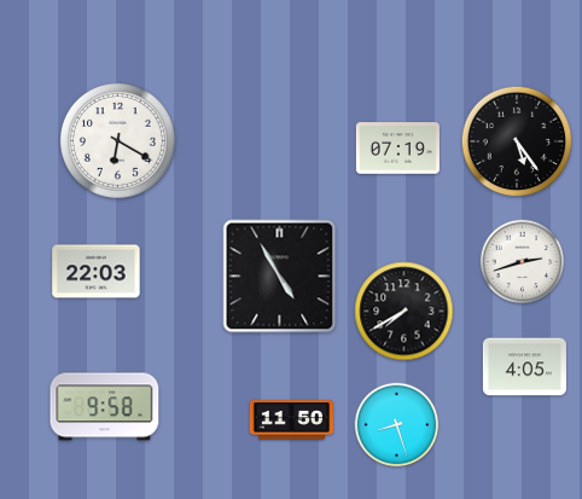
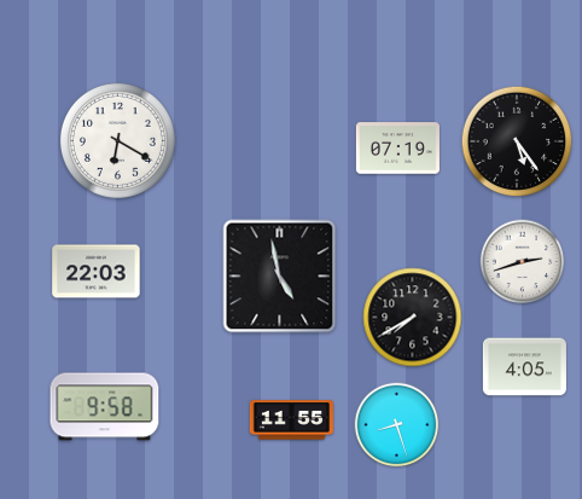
clock at (280, 277): 4:55 -> 4:58
clock at (405, 312) position: (405, 312) -> (413, 318)
clock at (291, 420): 11:50 -> 11:55
